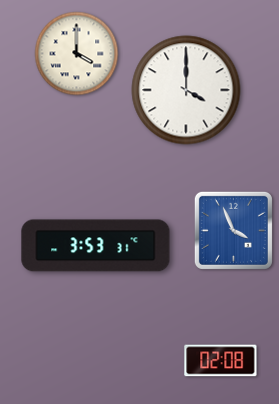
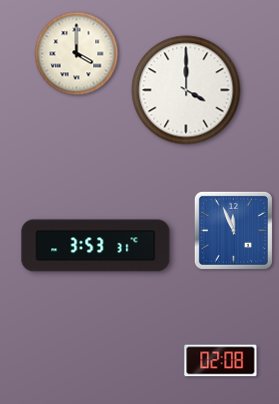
clock at (233, 230): 3:56 -> 11:56
